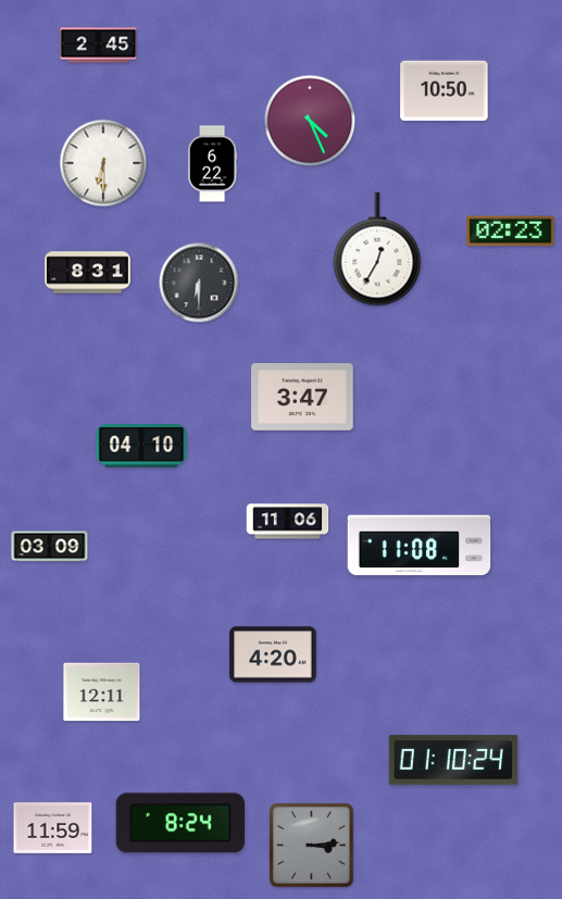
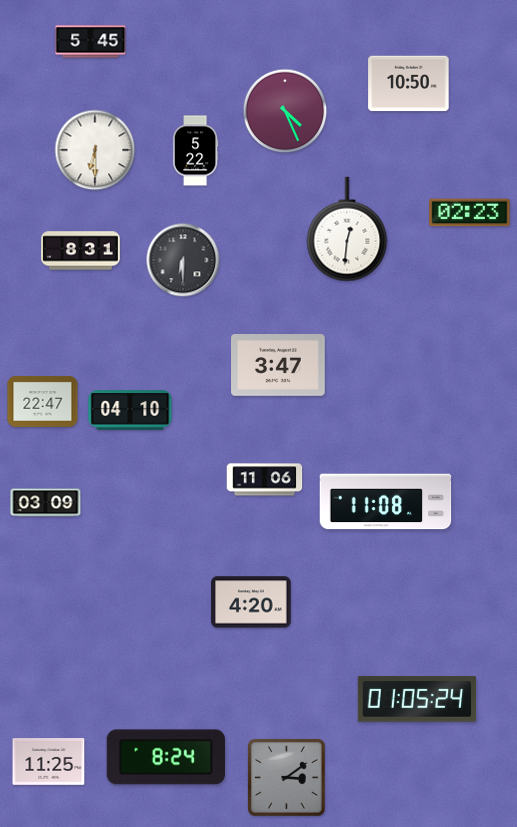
clock at (99, 46): 2:45 -> 5:45
clock at (212, 164): 6:22 -> 5:22
clock at (377, 249): 12:35 -> 12:31
clock at (43, 401): none -> 22:47
clock at (102, 692): 12:11 -> none
clock at (453, 760): 01:10 -> 01:05
clock at (53, 828): 11:59 -> 11:25
clock at (312, 846): 3:14 -> 3:09
